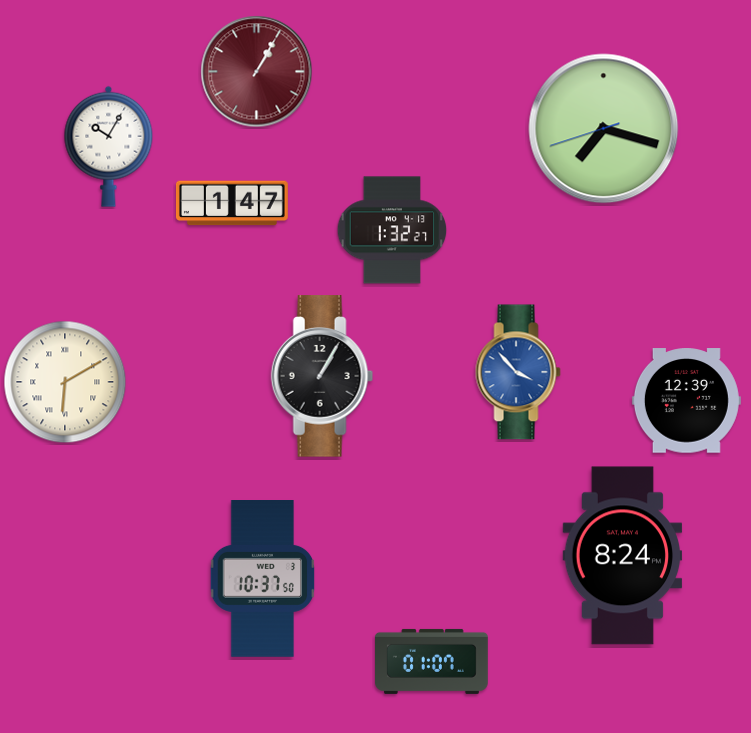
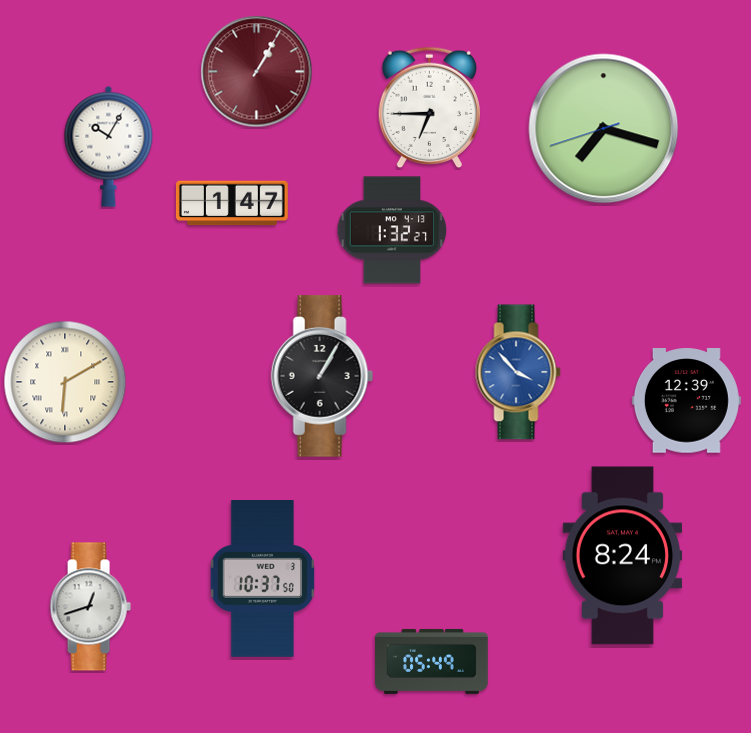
clock at (429, 108): none -> 6:45
clock at (90, 607): none -> 12:42
clock at (432, 661): 01:07 -> 05:49
